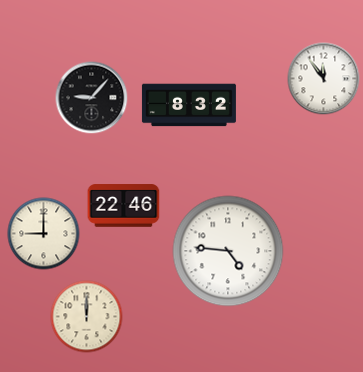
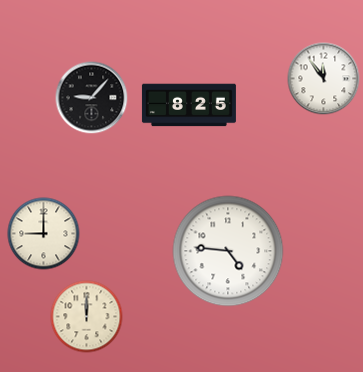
clock at (189, 105): 8:32 -> 8:25
clock at (124, 206): 22:46 -> none
